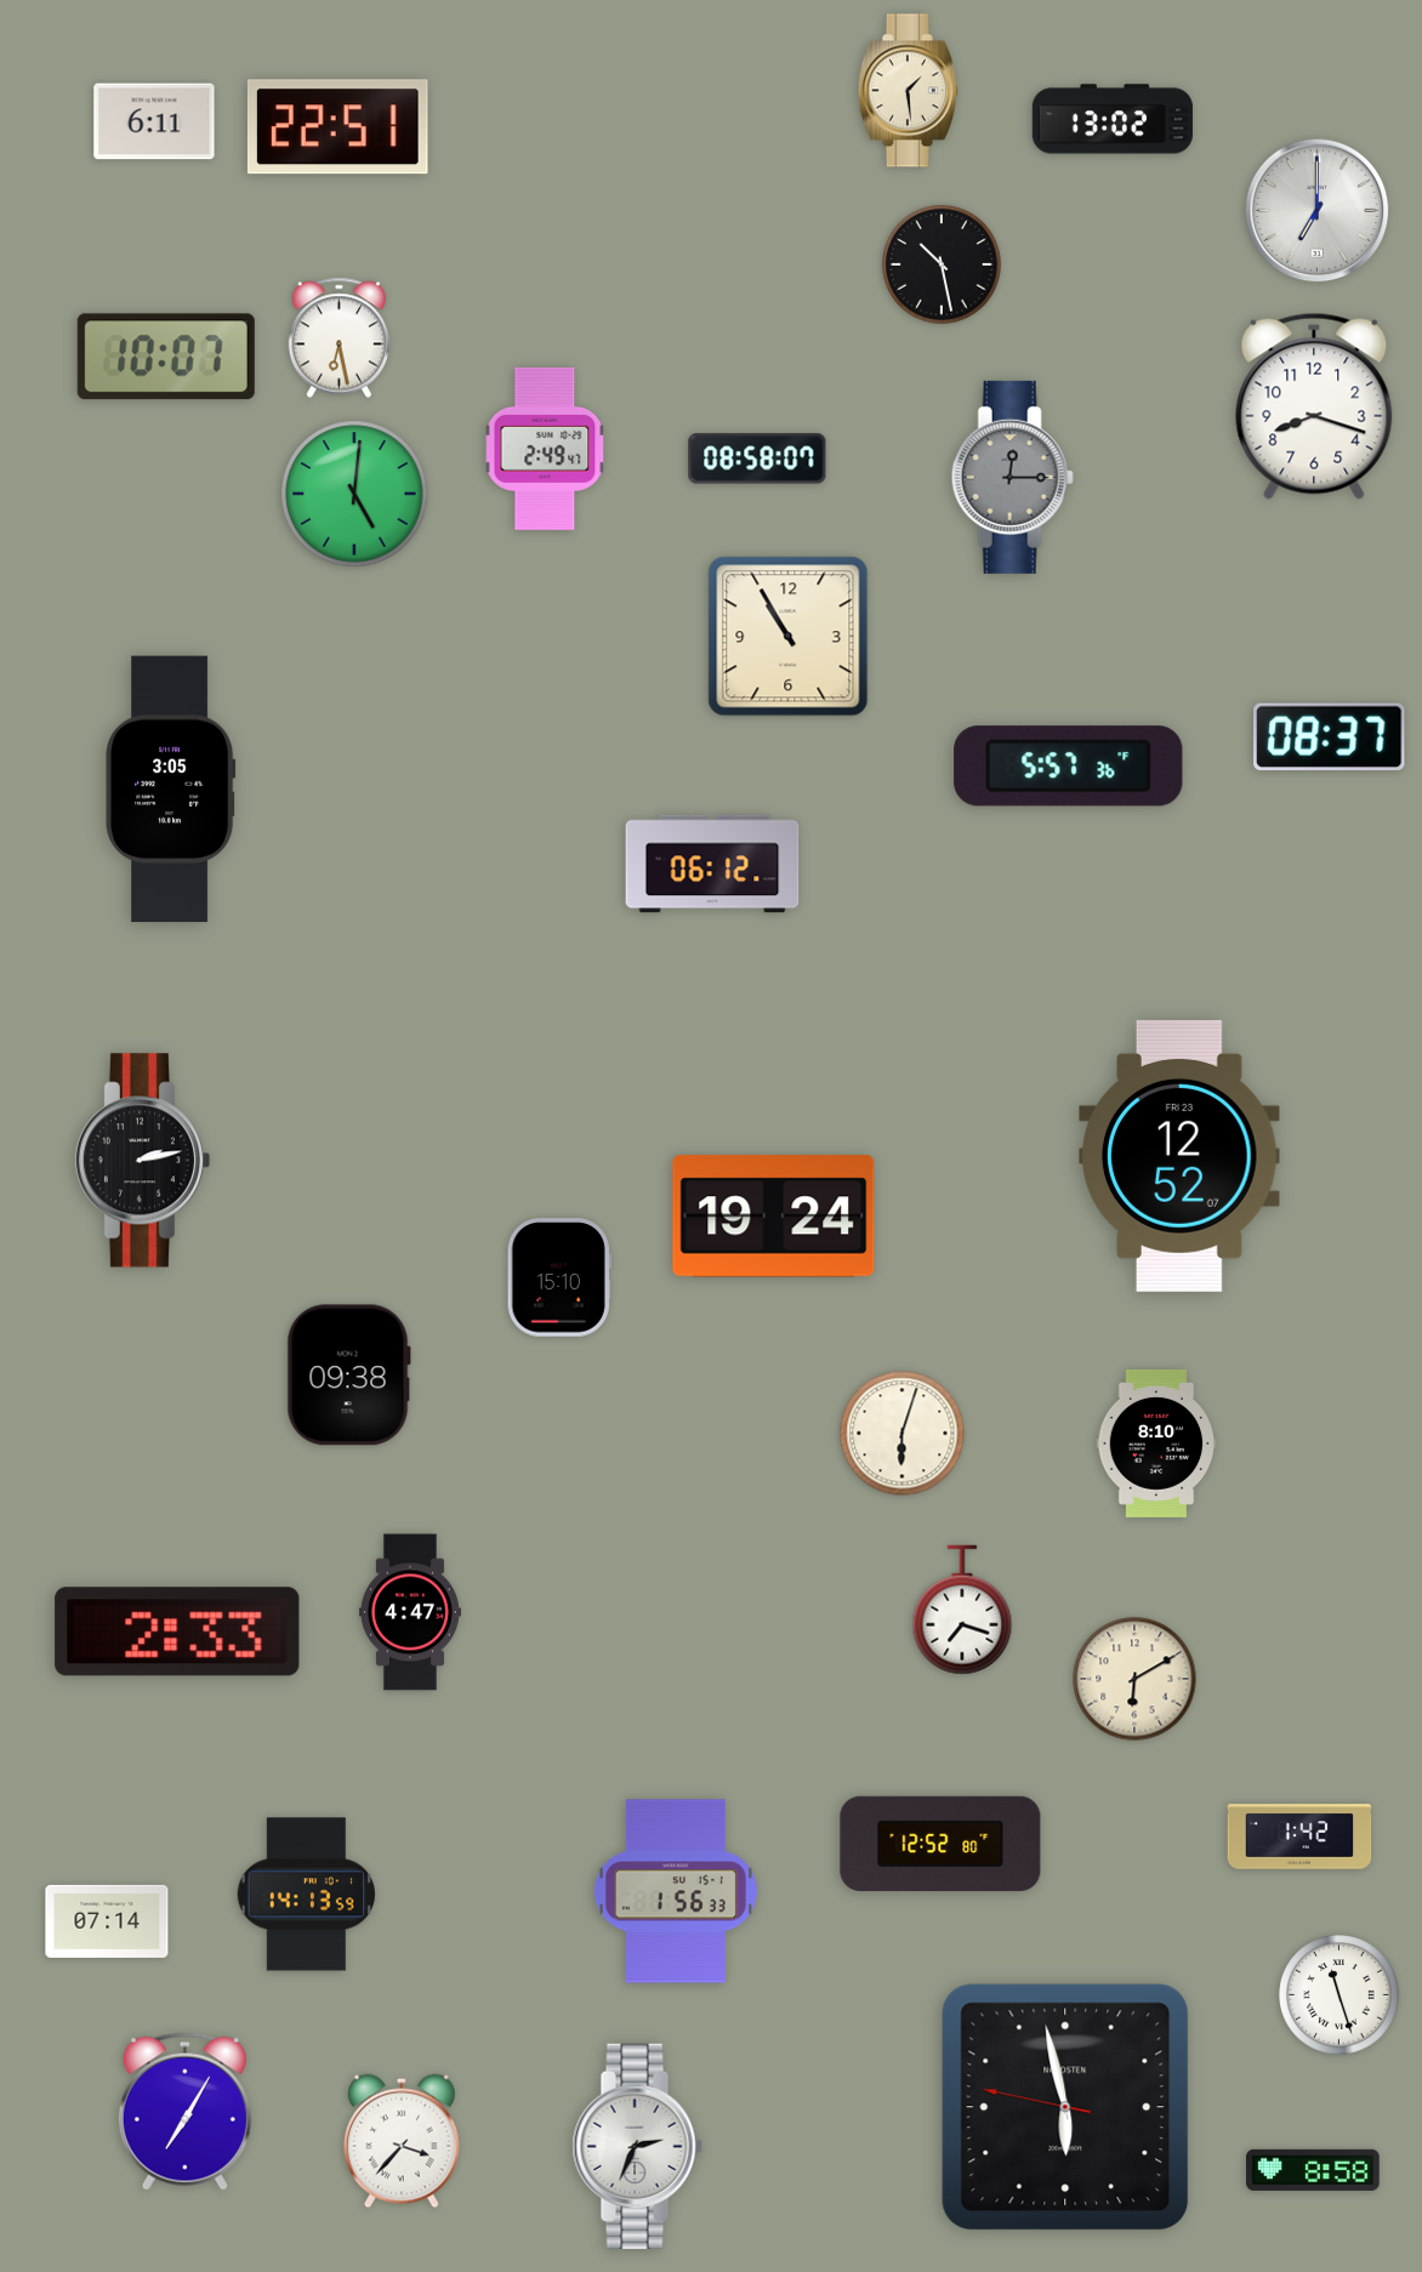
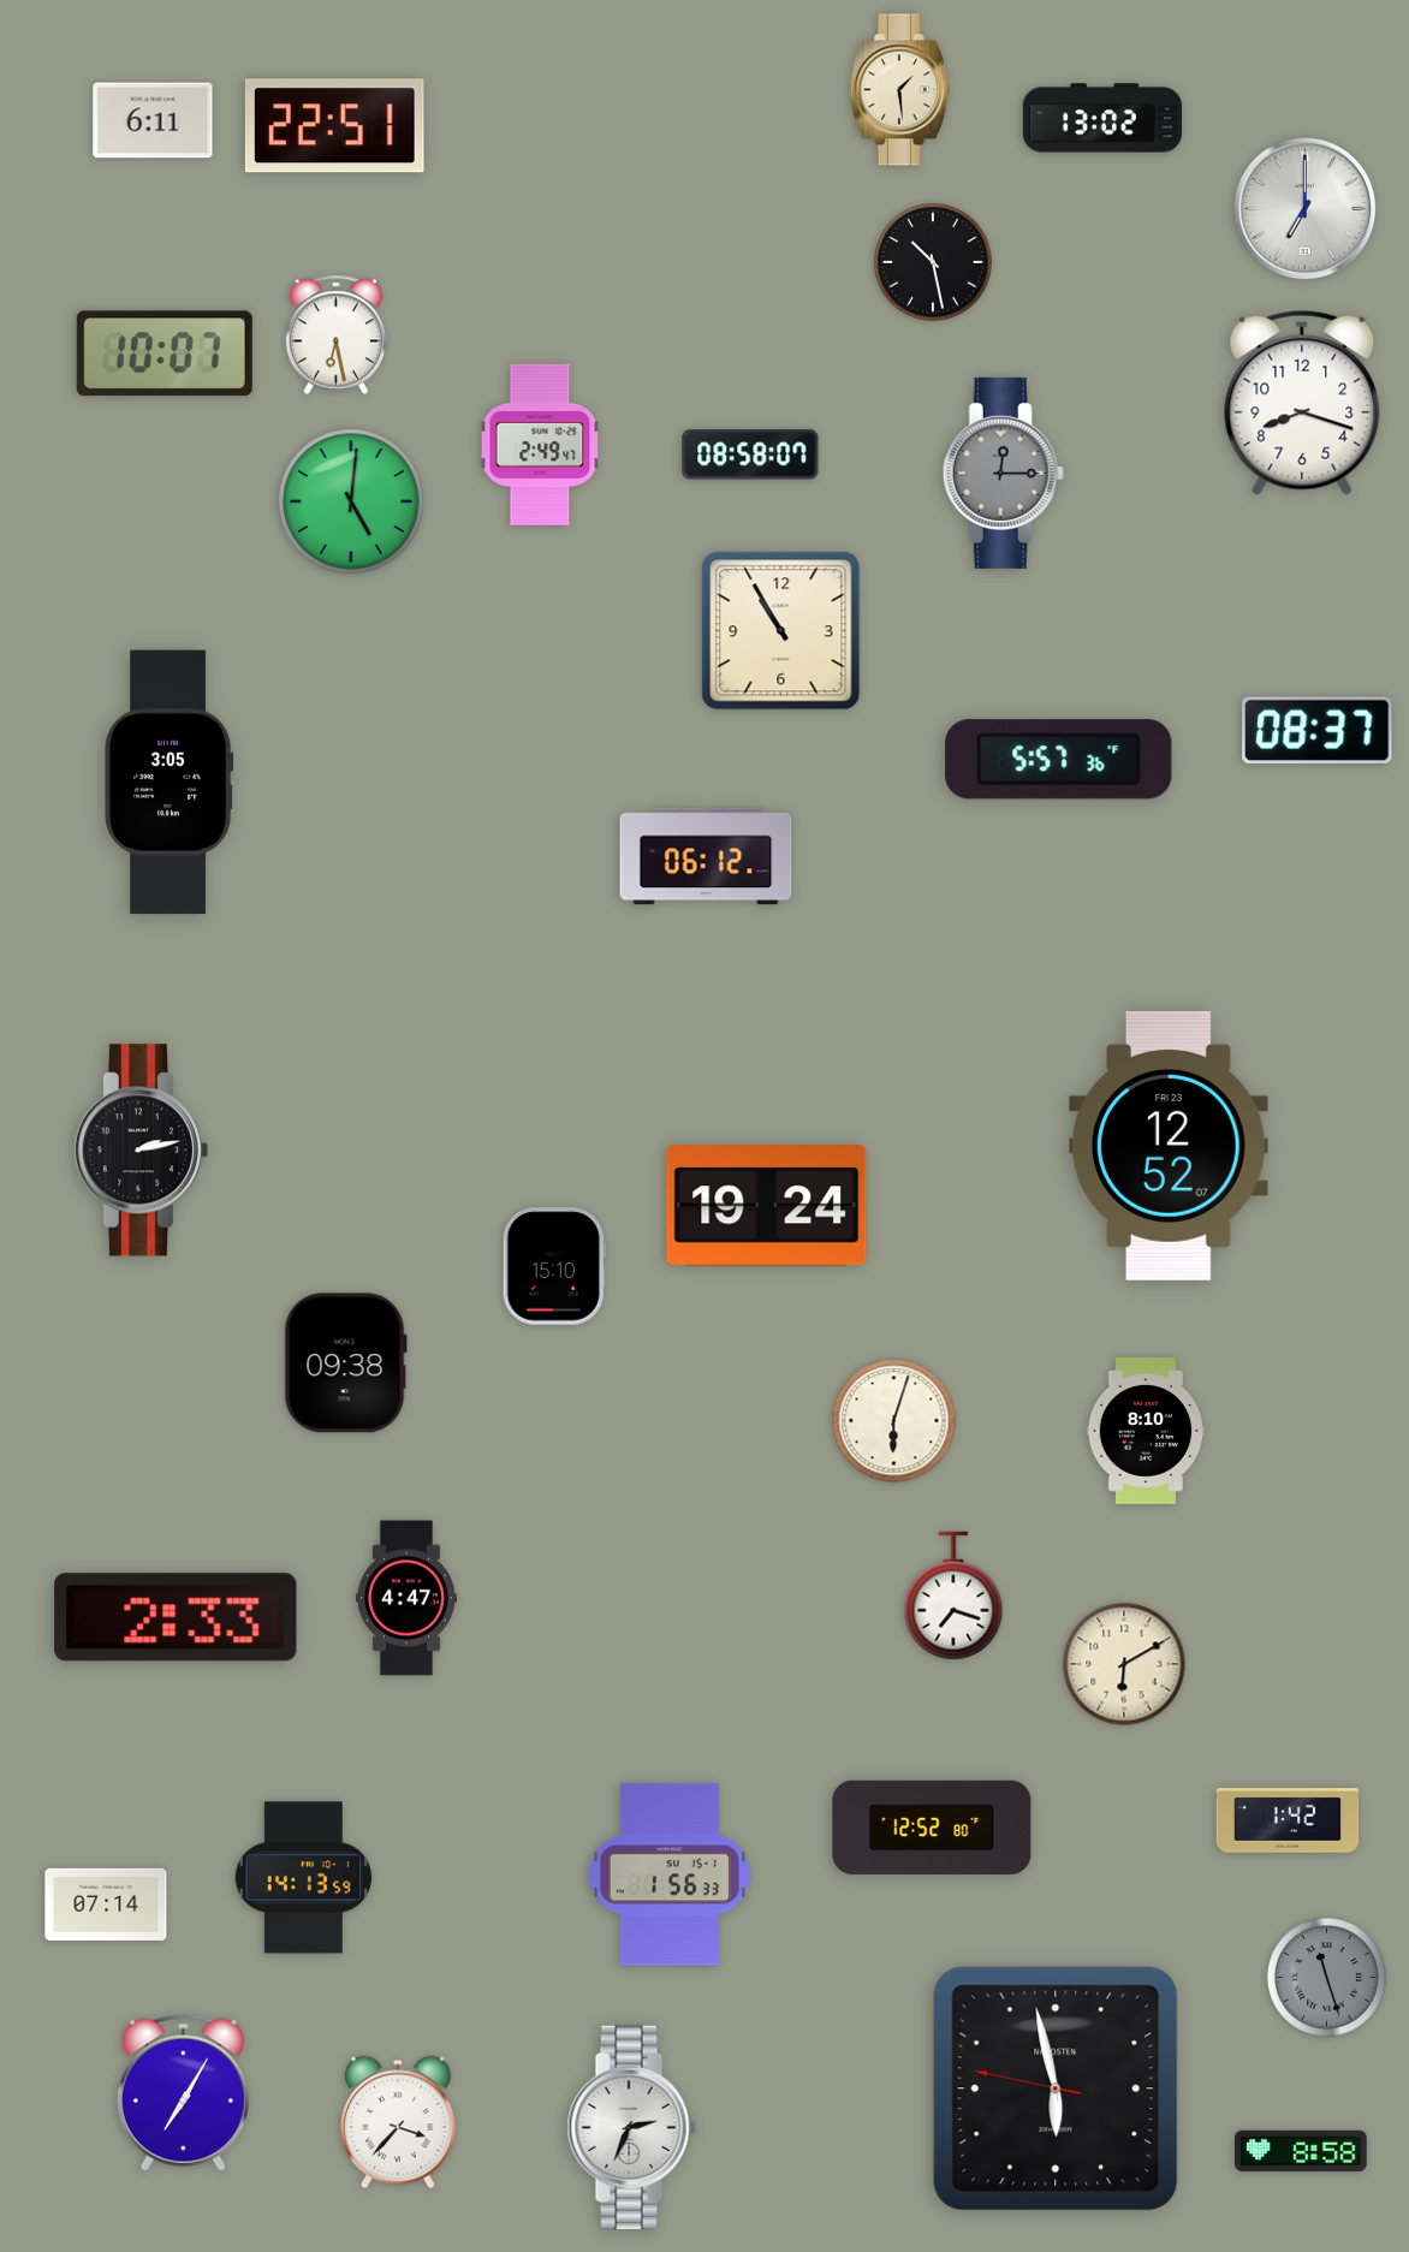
clock at (354, 494) position: (354, 494) -> (351, 501)
clock at (1339, 1995) dial: white -> grey
